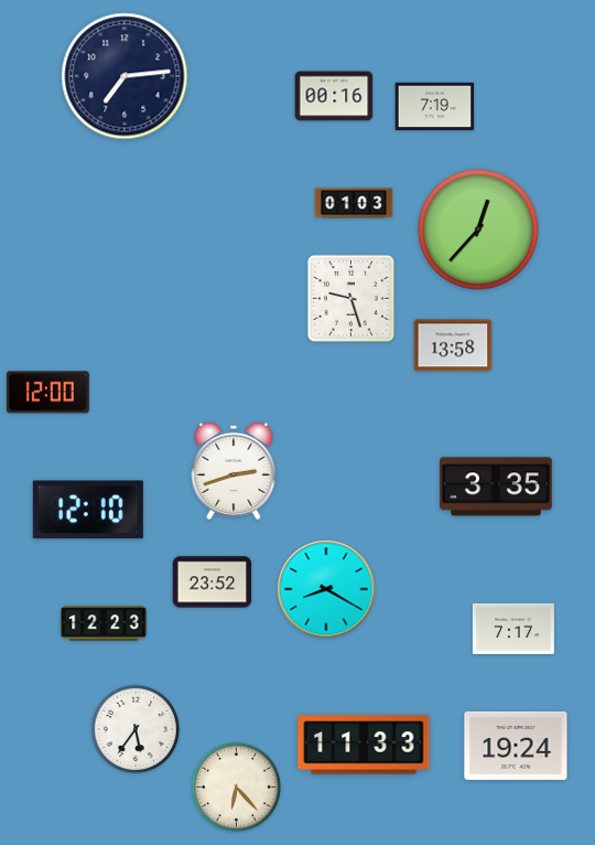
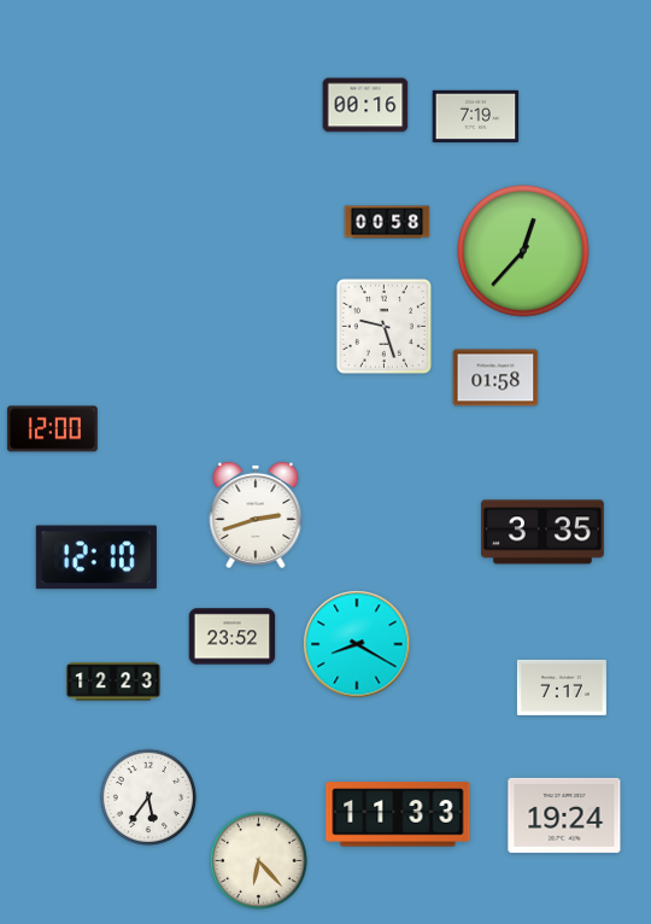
clock at (125, 76): 7:14 -> none
clock at (354, 203): 01:03 -> 00:58
clock at (453, 345): 13:58 -> 01:58
